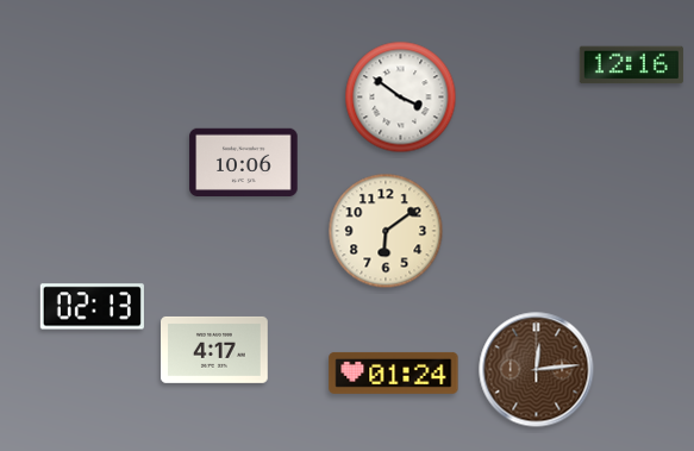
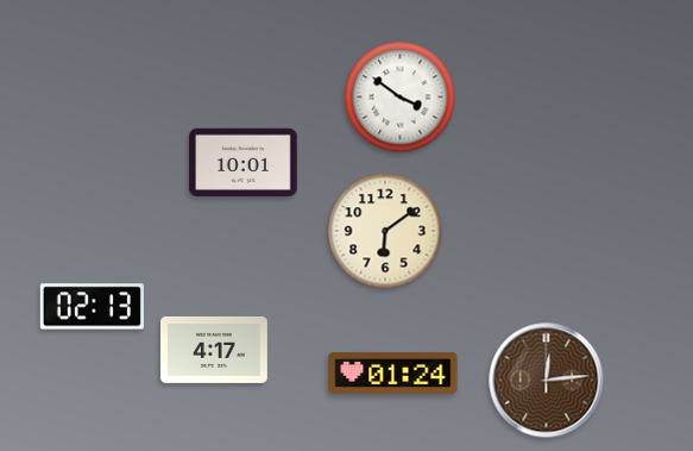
clock at (631, 65): 12:16 -> none
clock at (244, 162): 10:06 -> 10:01
clock at (537, 370) position: (537, 370) -> (547, 381)
